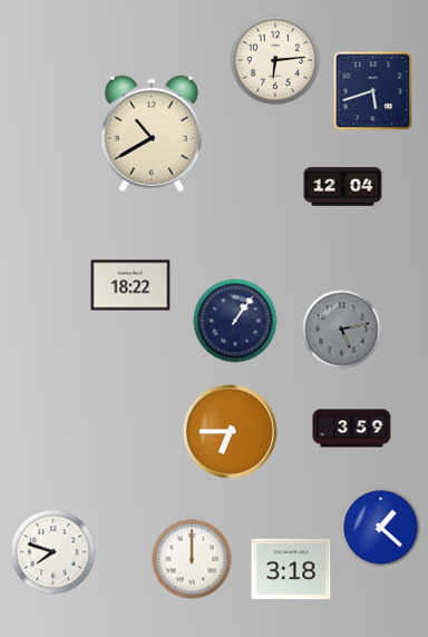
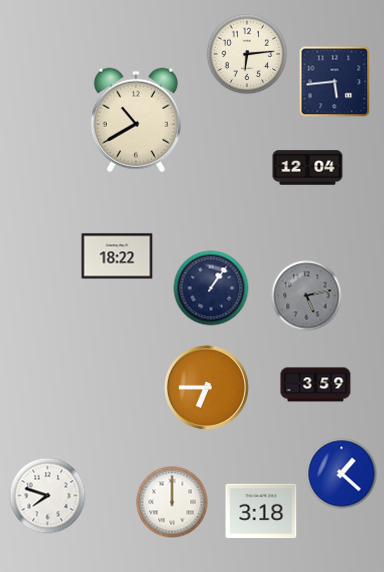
clock at (373, 91): 5:42 -> 5:44
